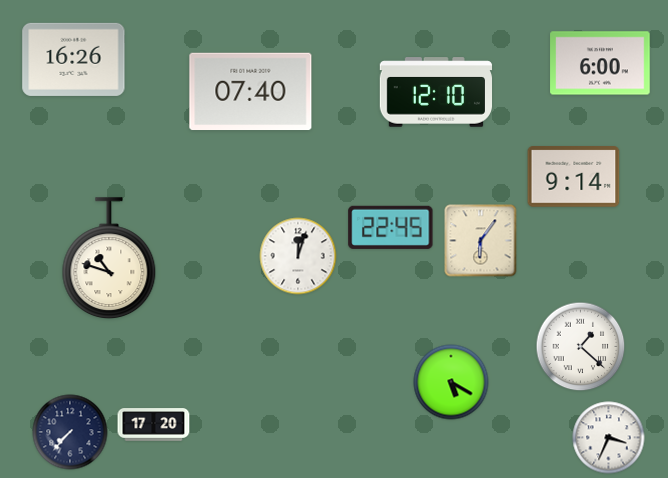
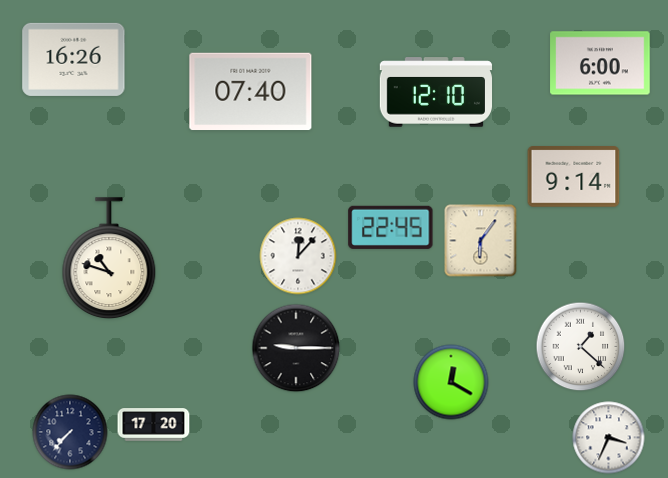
clock at (298, 256): 12:03 -> 12:07
clock at (296, 348): none -> 9:15
clock at (451, 382): 5:20 -> 12:20
